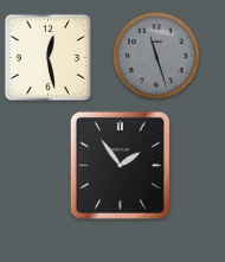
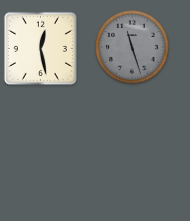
clock at (120, 165): 1:54 -> none
